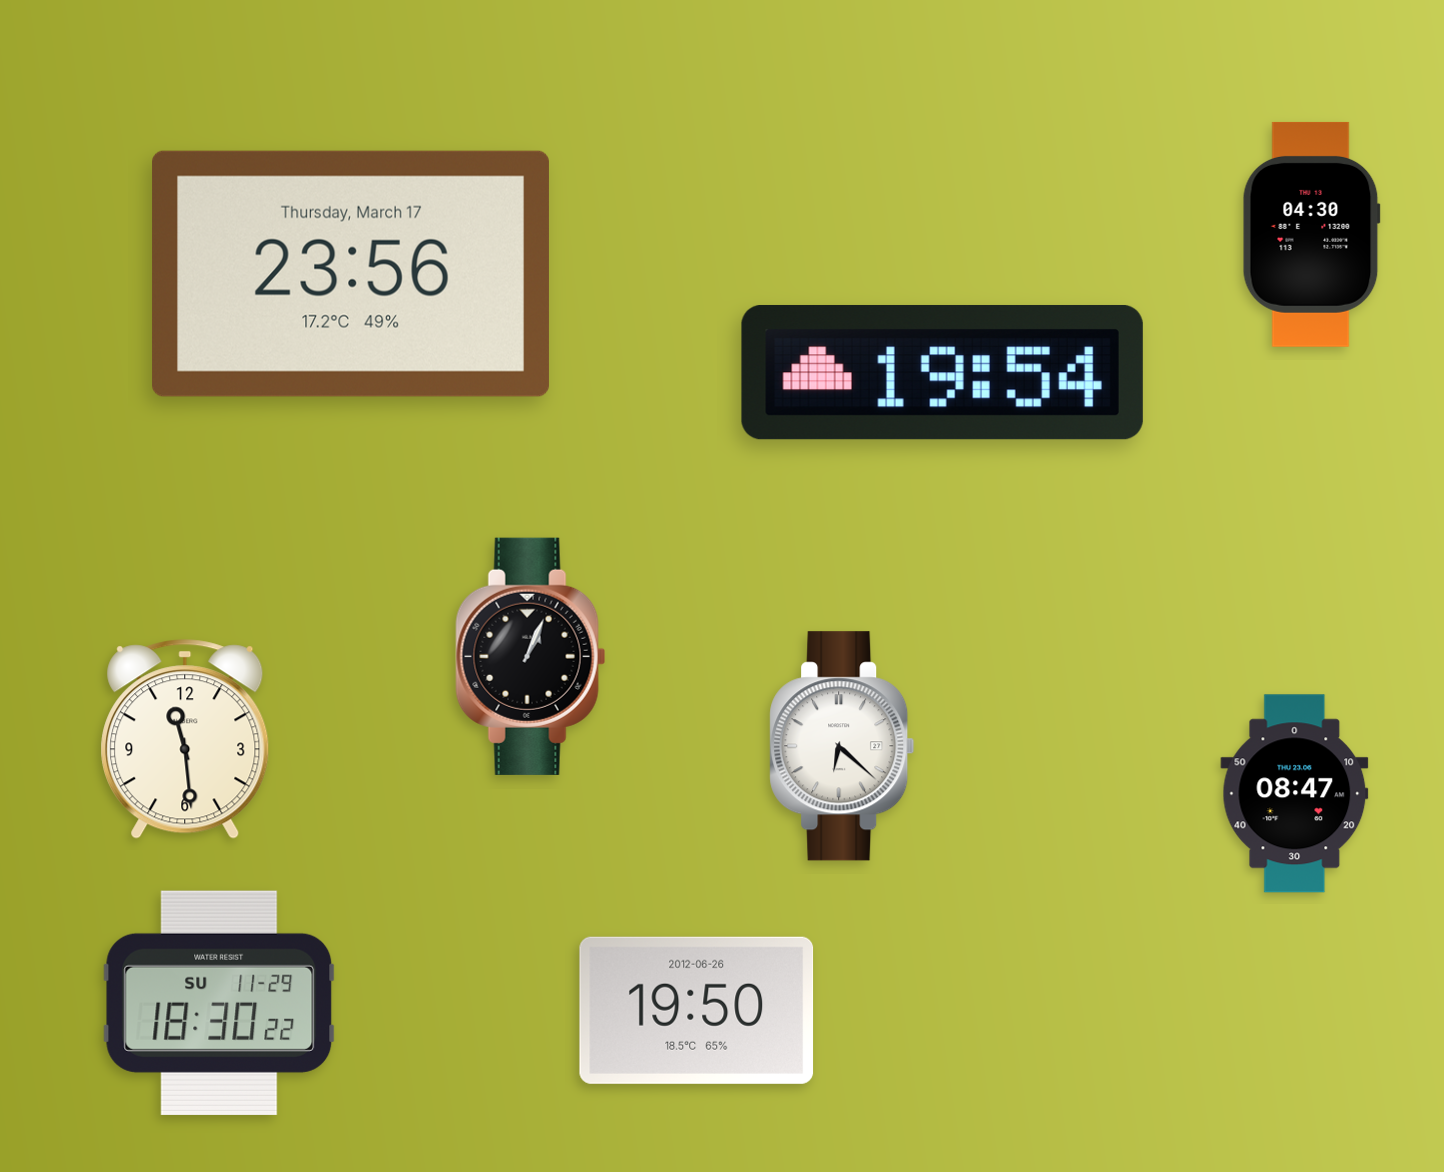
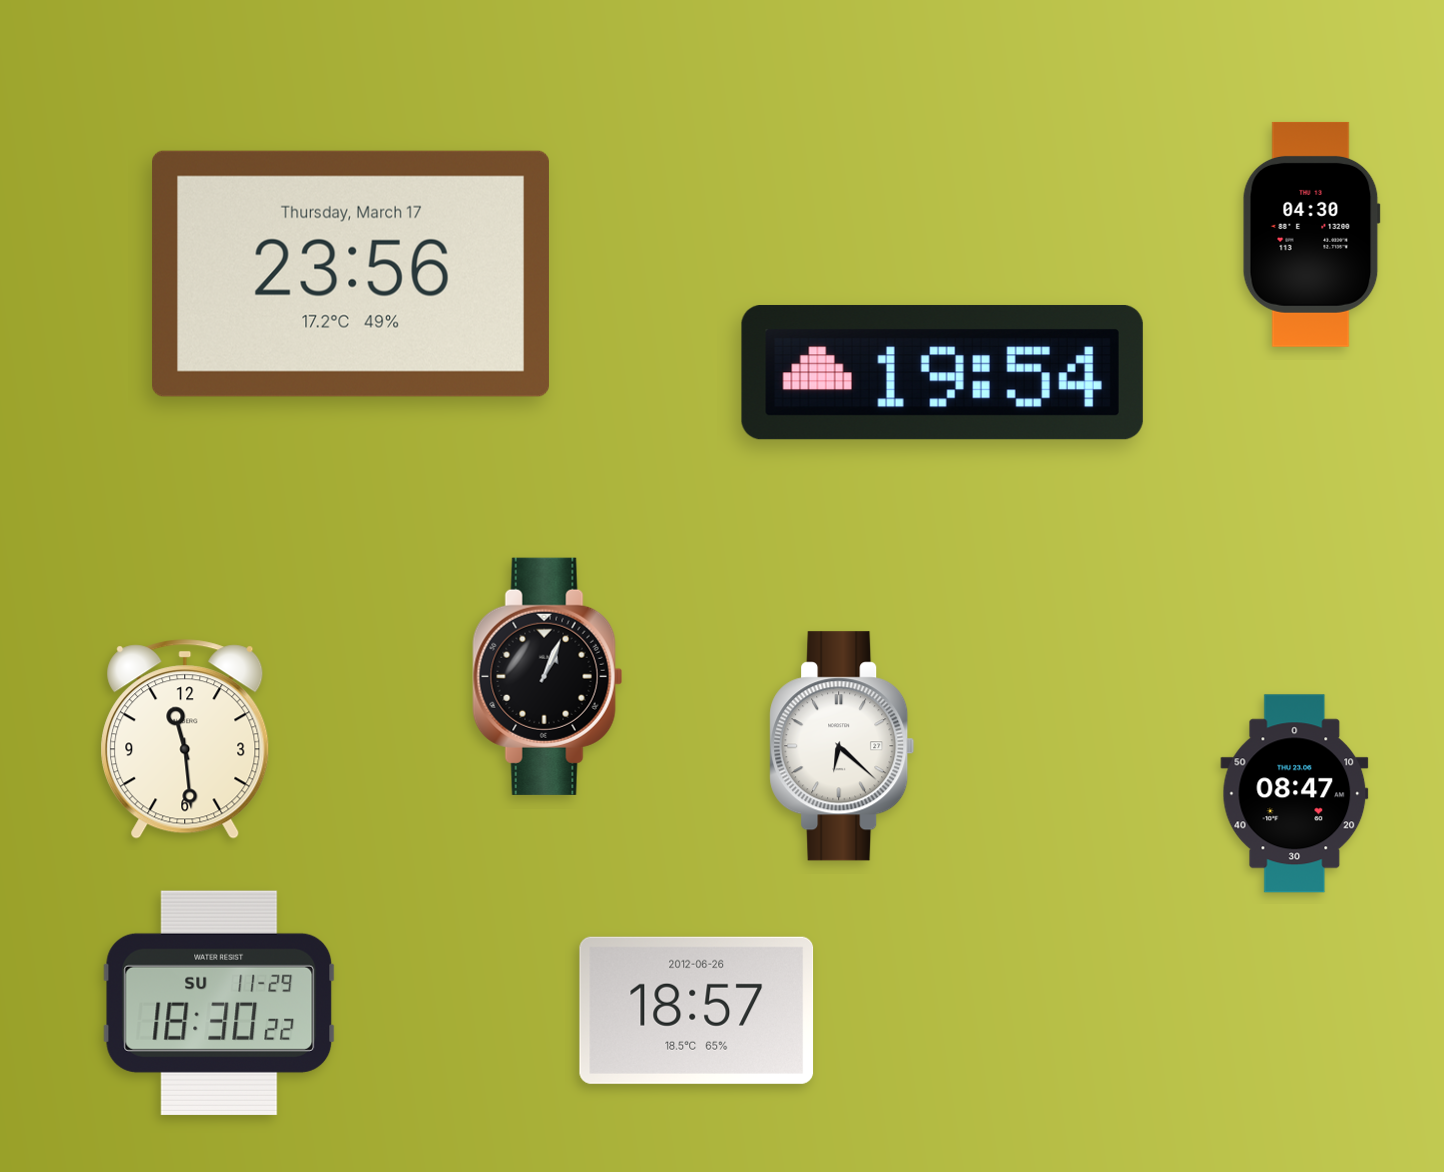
clock at (531, 656) position: (531, 656) -> (548, 676)
clock at (697, 1010): 19:50 -> 18:57
